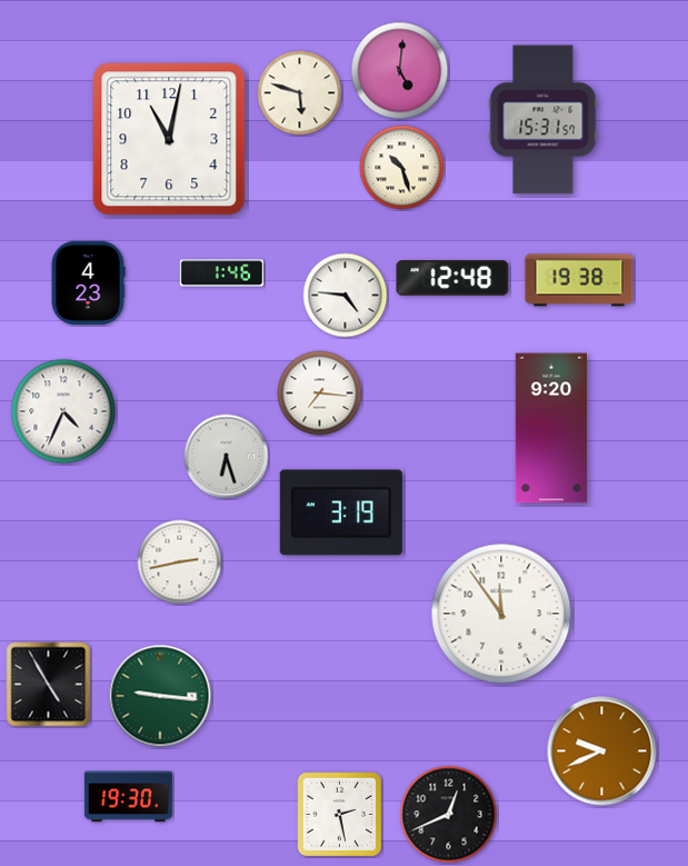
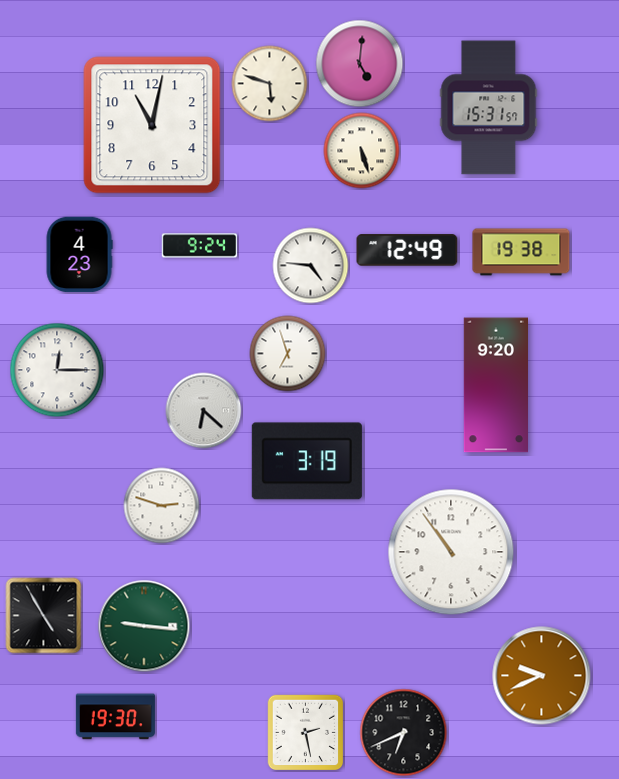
clock at (402, 168): 10:27 -> 5:27
clock at (222, 273): 1:46 -> 9:24
clock at (452, 278): 12:48 -> 12:49
clock at (320, 394): 7:16 -> 6:57
clock at (63, 411): 4:34 -> 12:15
clock at (227, 457): 6:27 -> 6:22
clock at (180, 563): 2:43 -> 2:48
clock at (501, 614): 11:54 -> 10:54
clock at (449, 815): 12:41 -> 6:41
